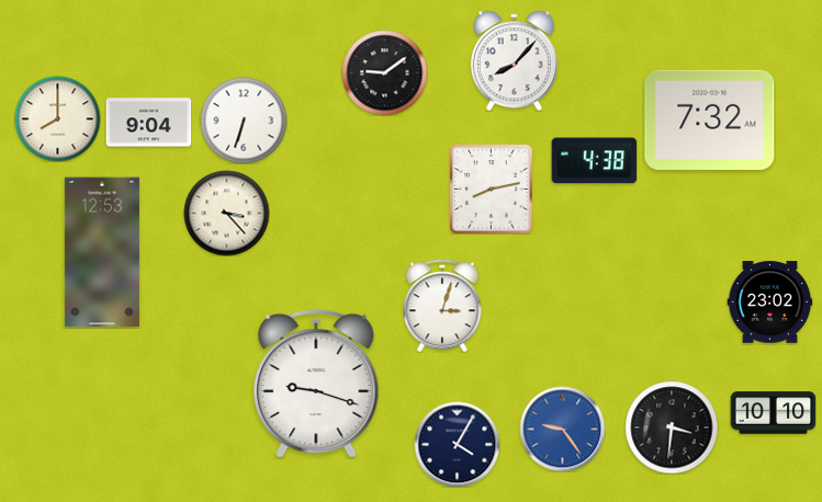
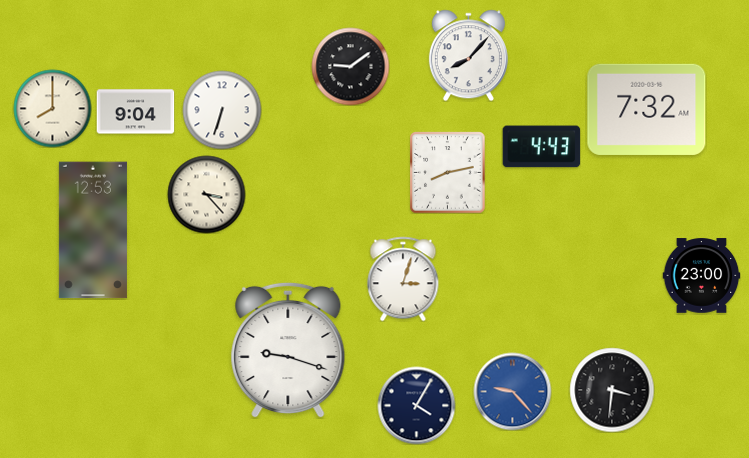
clock at (594, 161): 4:38 -> 4:43
clock at (769, 303): 23:02 -> 23:00
clock at (773, 413): 10:10 -> none
clock at (562, 429): 9:24 -> 9:23
